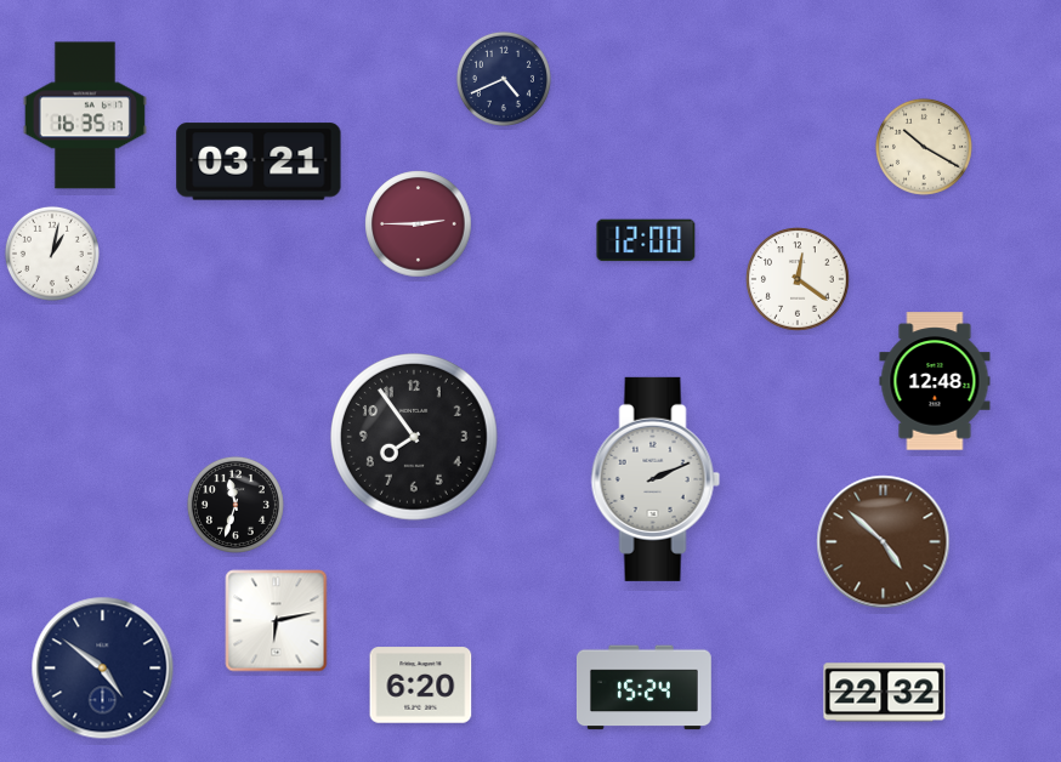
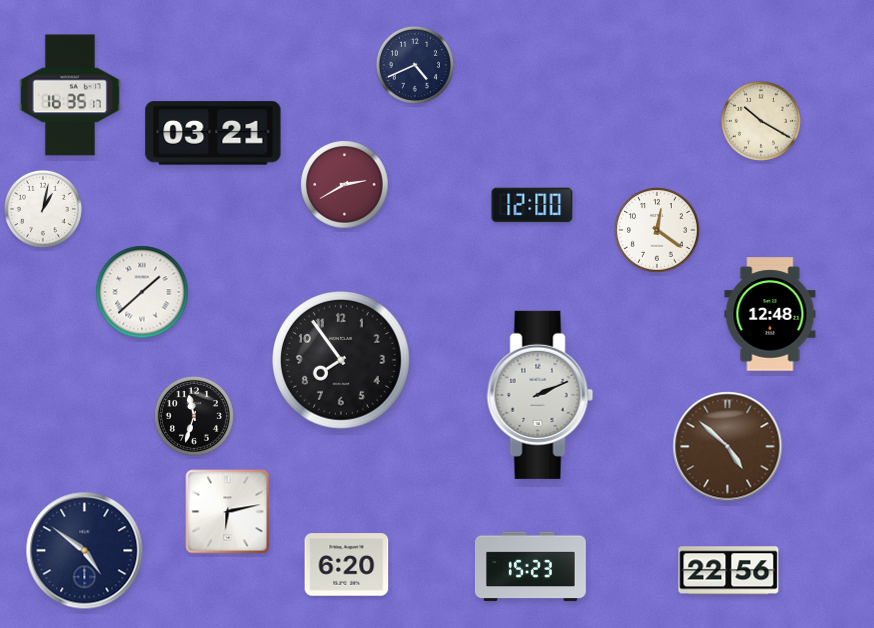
clock at (419, 224): 2:45 -> 2:40
clock at (646, 240) position: (646, 240) -> (532, 205)
clock at (142, 292): none -> 1:38
clock at (643, 688): 15:24 -> 15:23
clock at (885, 693): 22:32 -> 22:56
